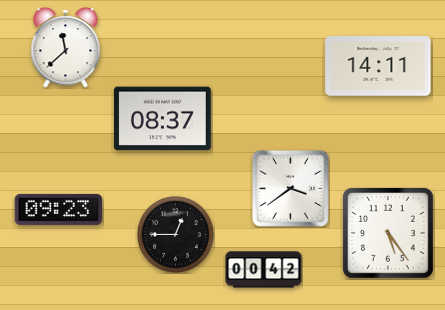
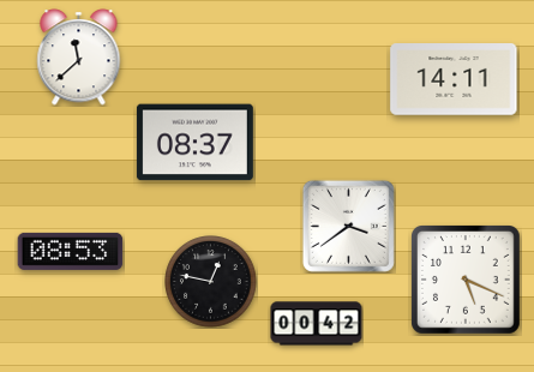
clock at (59, 209): 09:23 -> 08:53
clock at (389, 234): 5:24 -> 5:19
clock at (176, 235): 12:45 -> 12:47
